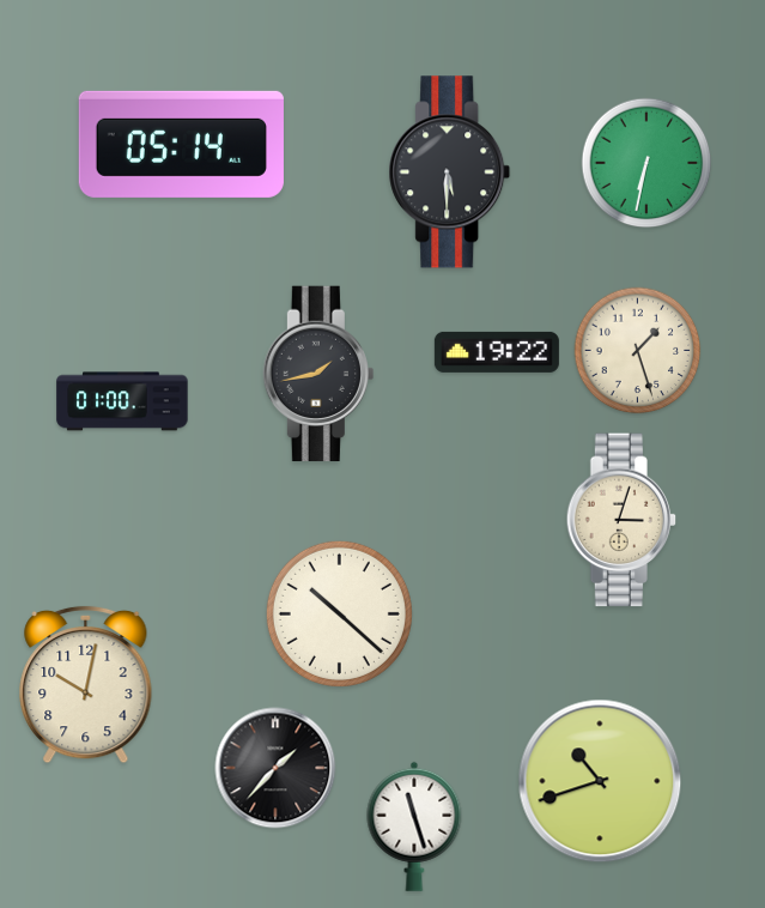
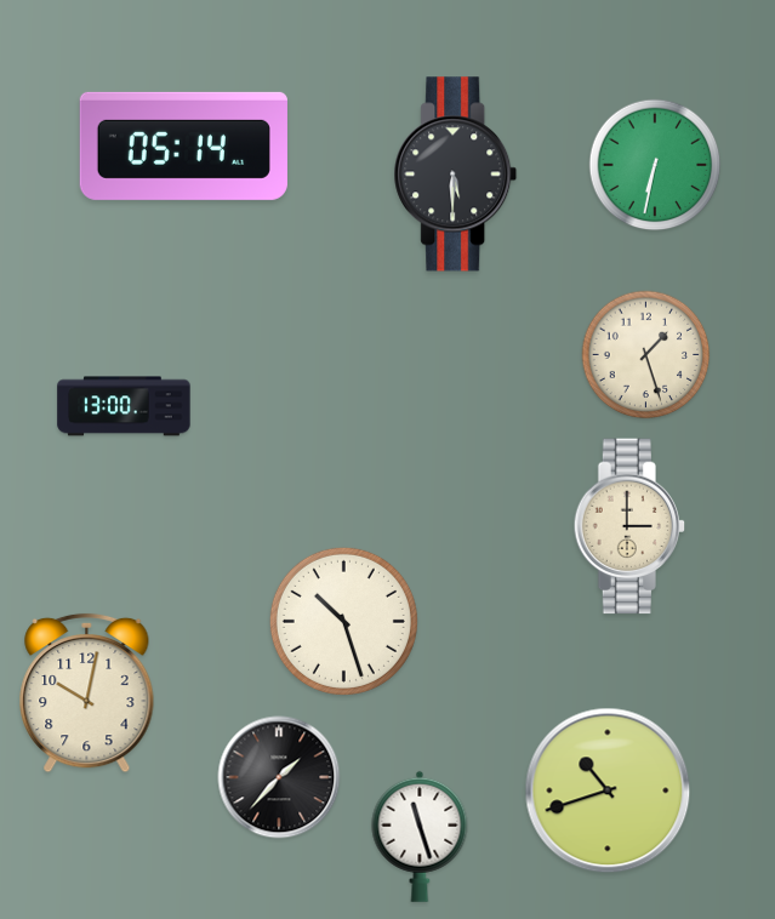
clock at (497, 352): 19:22 -> none
clock at (318, 374): 1:43 -> none
clock at (122, 401): 01:00 -> 13:00
clock at (621, 520): 3:03 -> 3:00
clock at (339, 613): 10:22 -> 10:27
